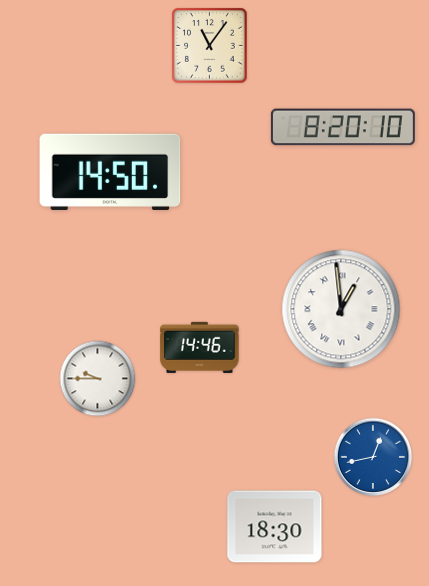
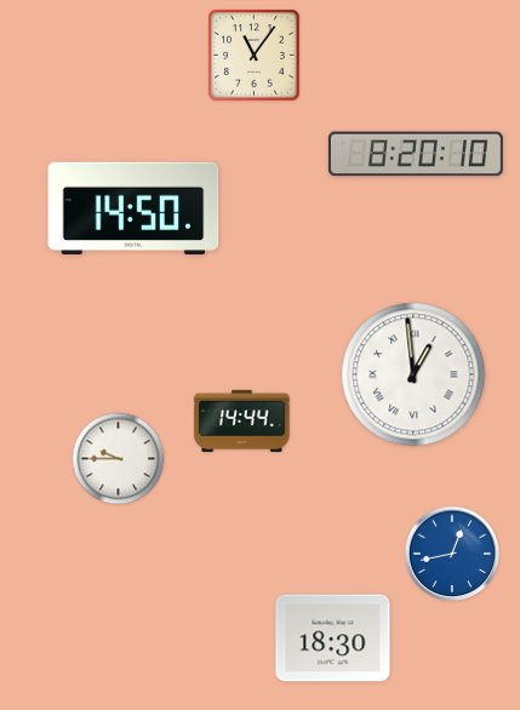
clock at (200, 347): 14:46 -> 14:44
